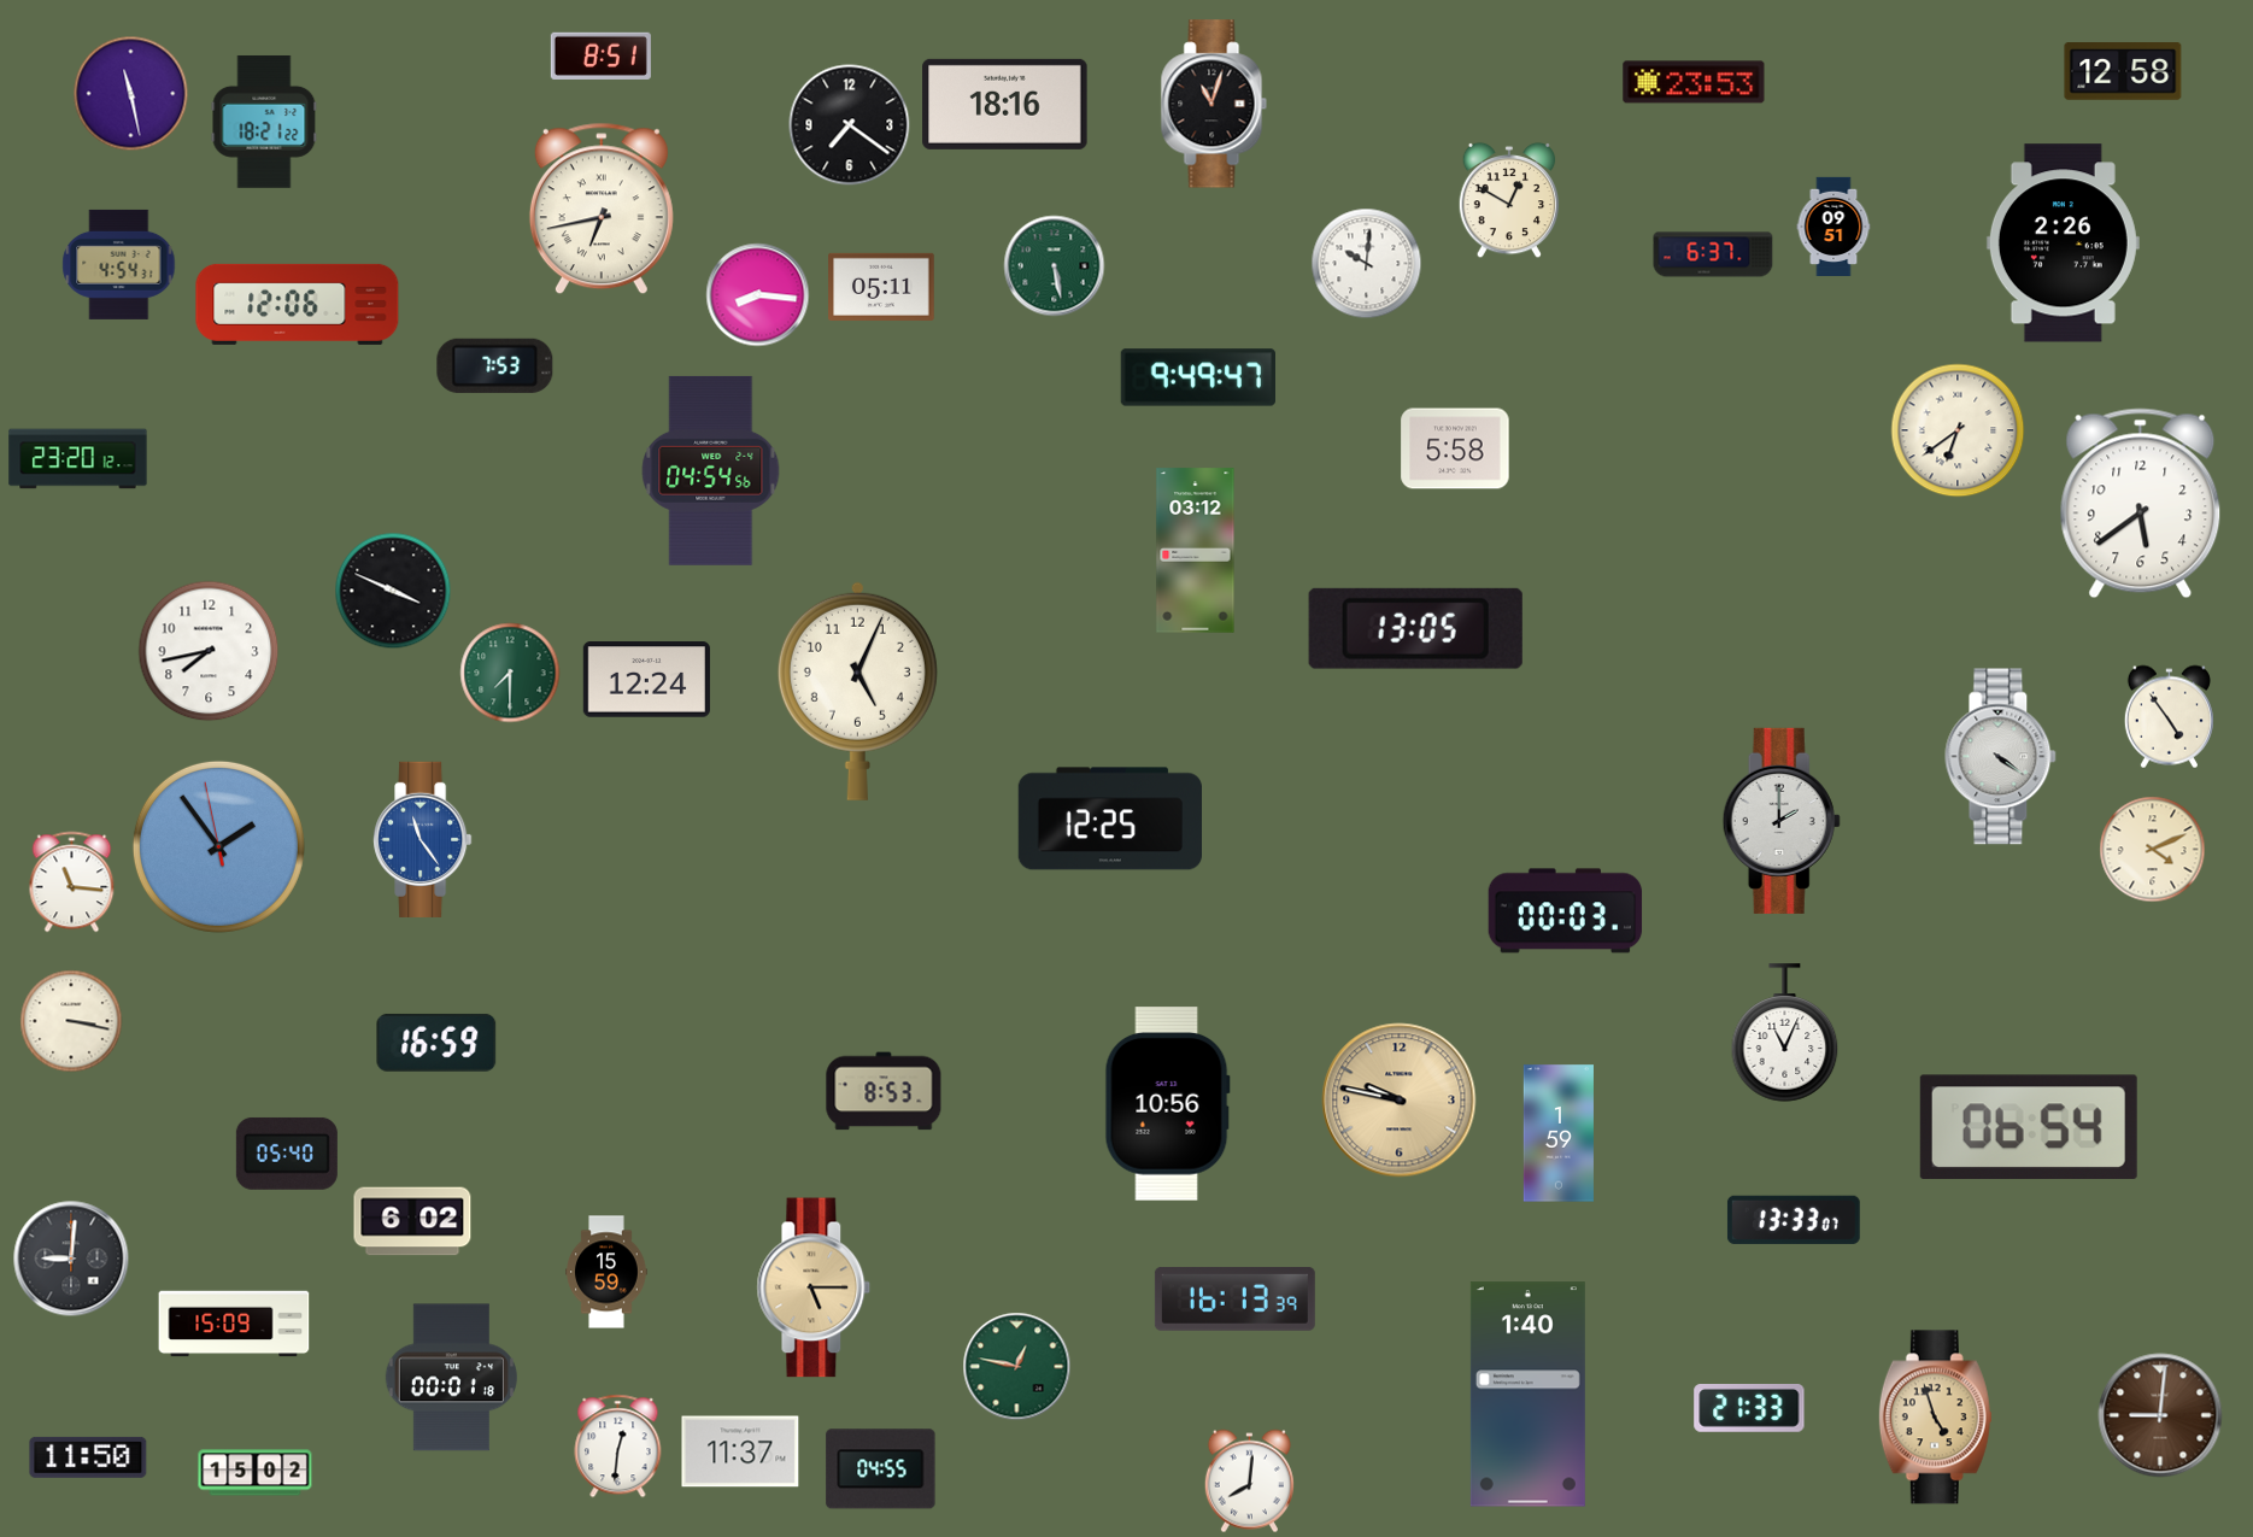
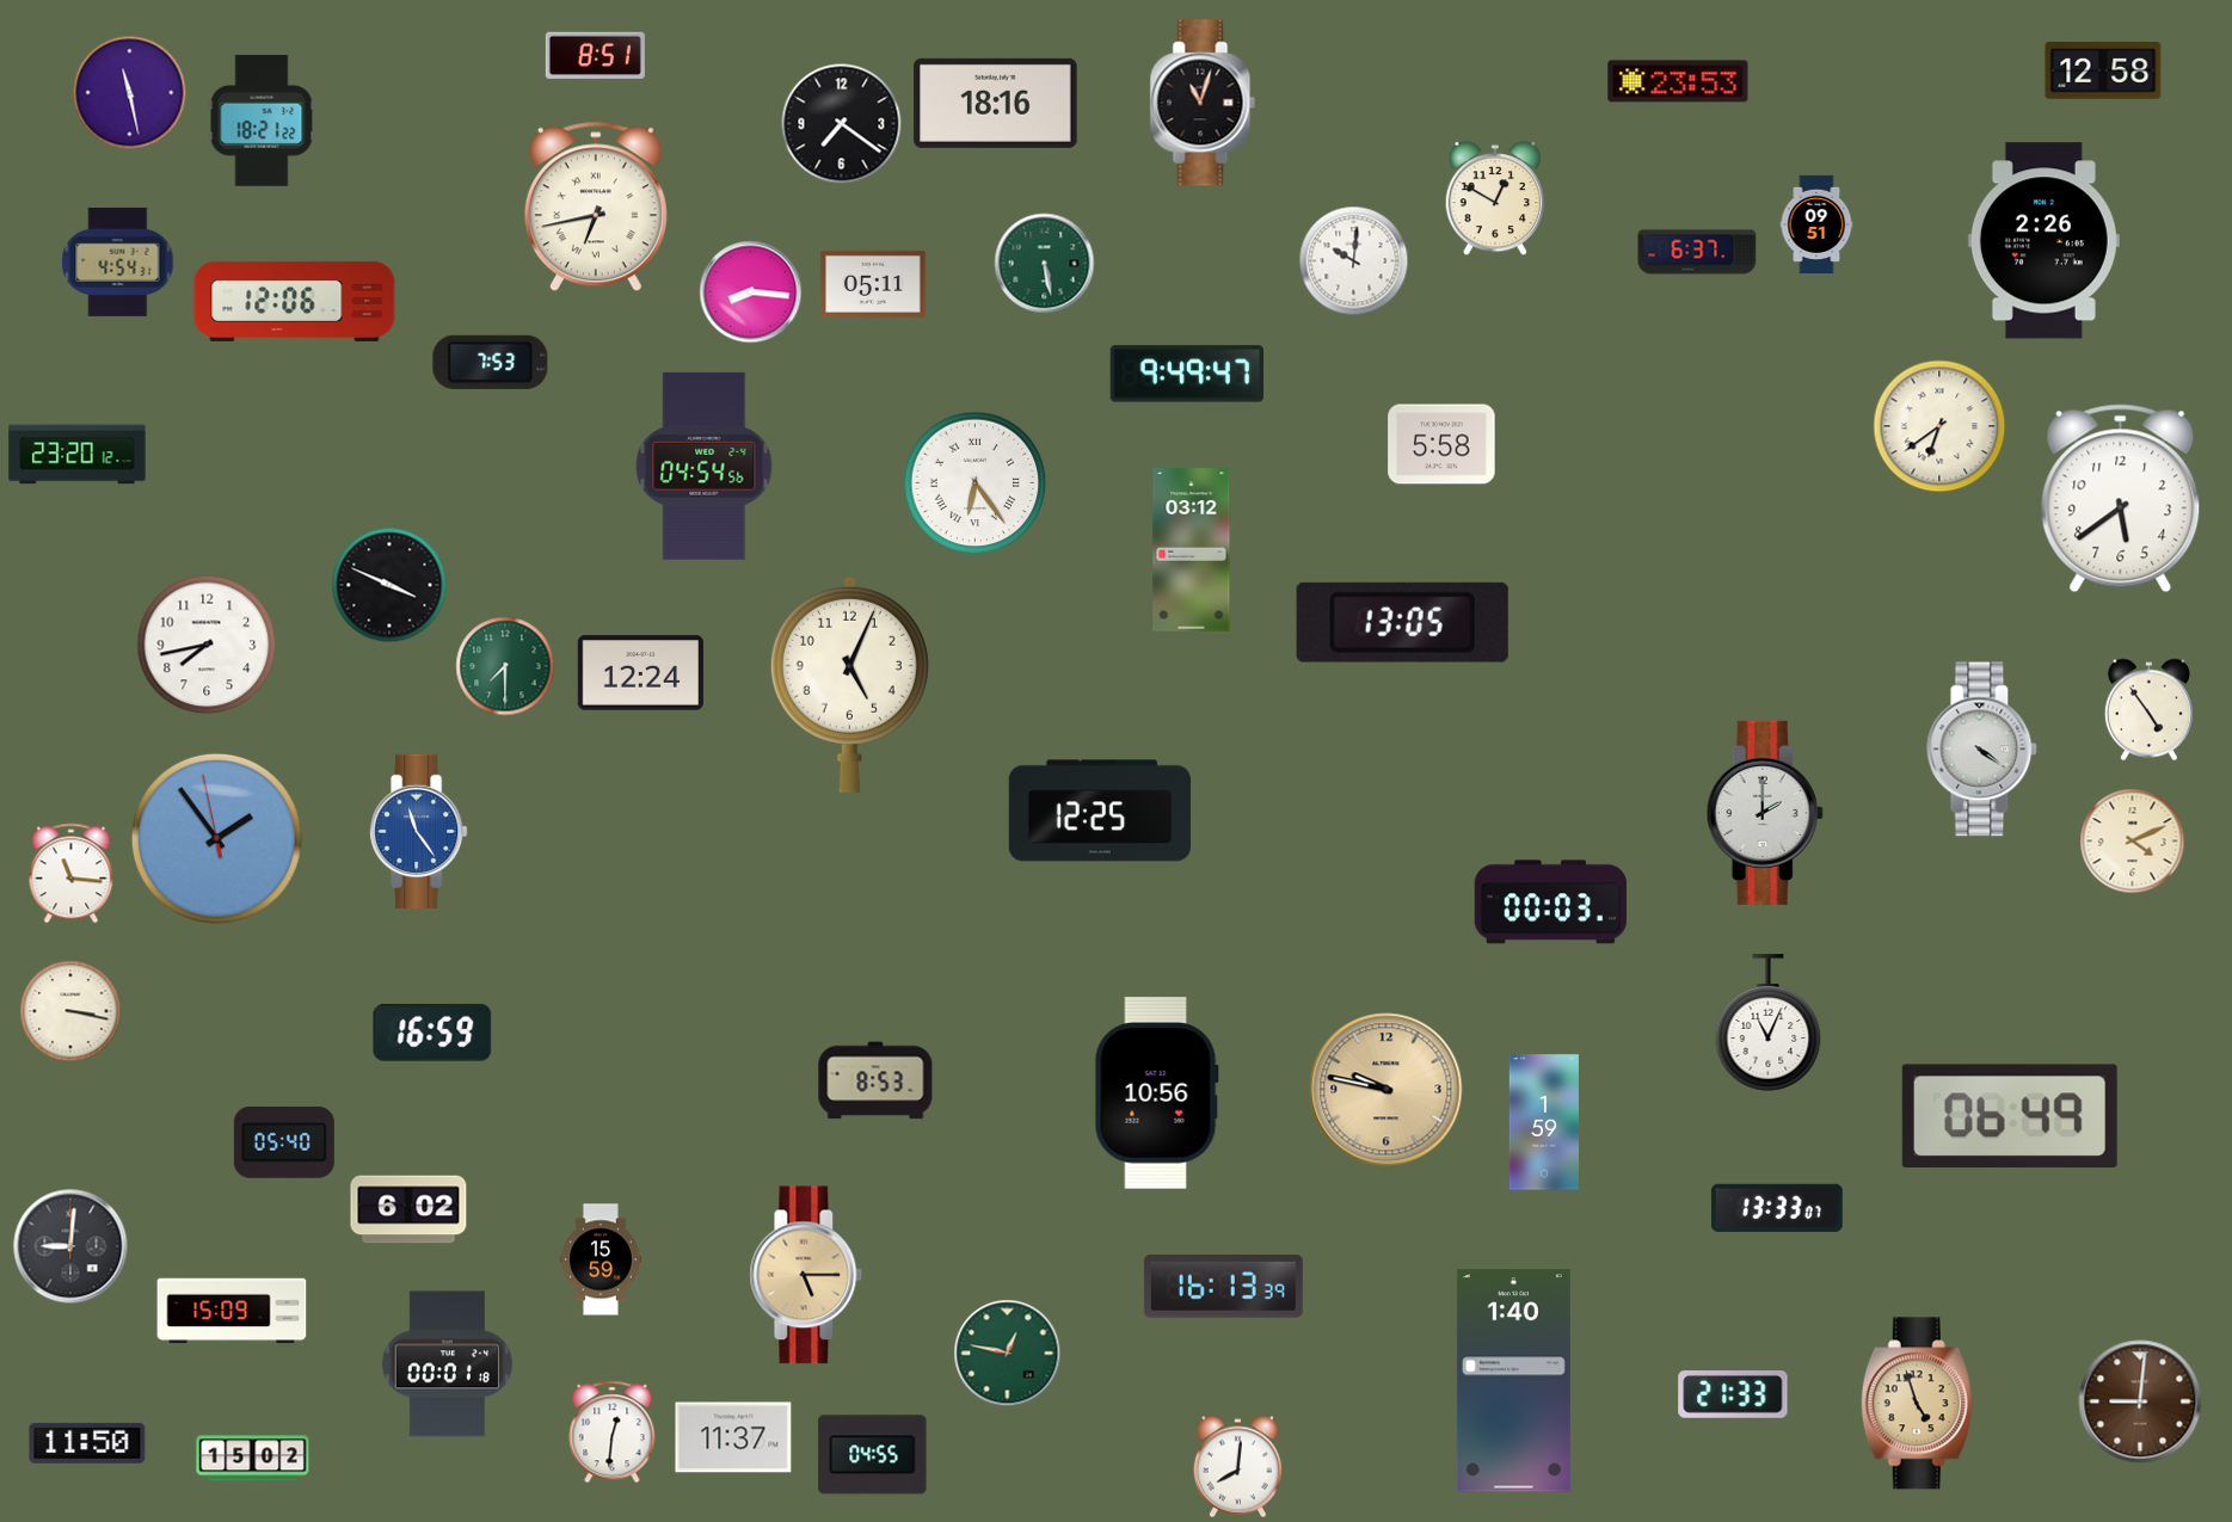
clock at (976, 483): none -> 6:24
clock at (1196, 551) position: (1196, 551) -> (1192, 550)
clock at (2029, 1126): 06:54 -> 06:49
